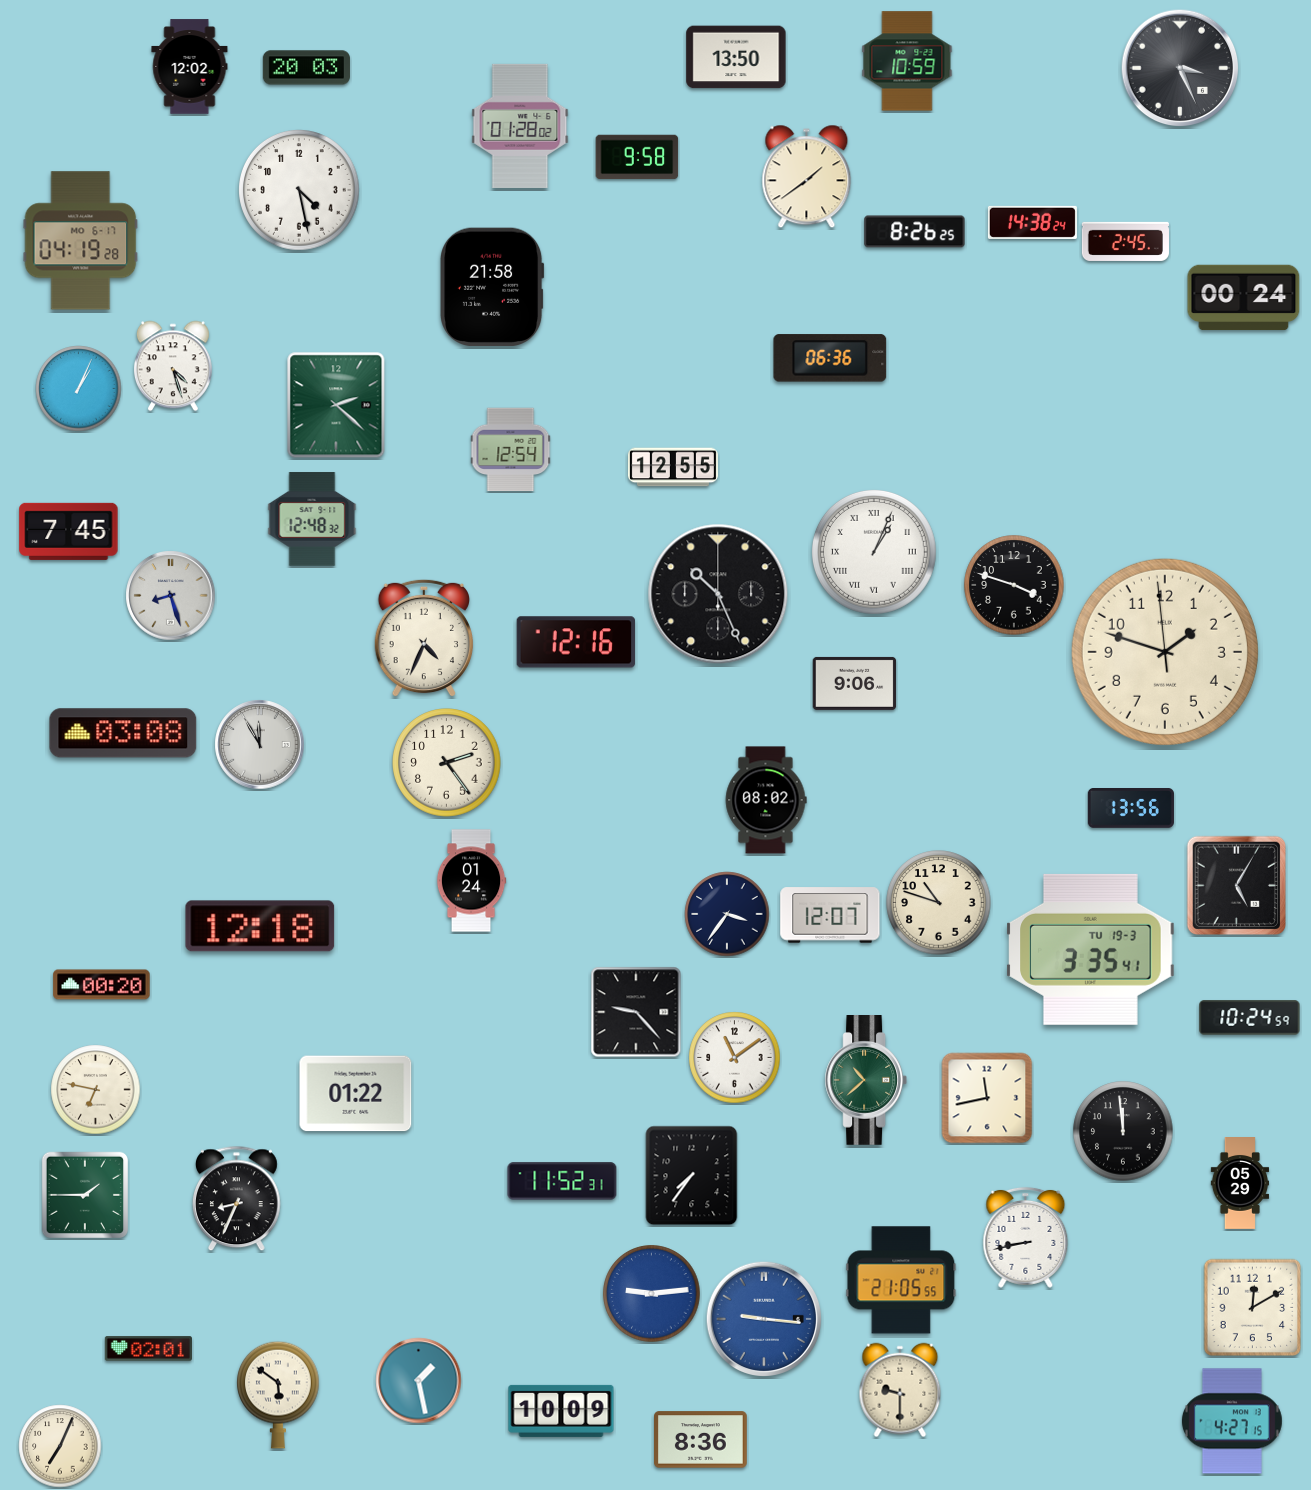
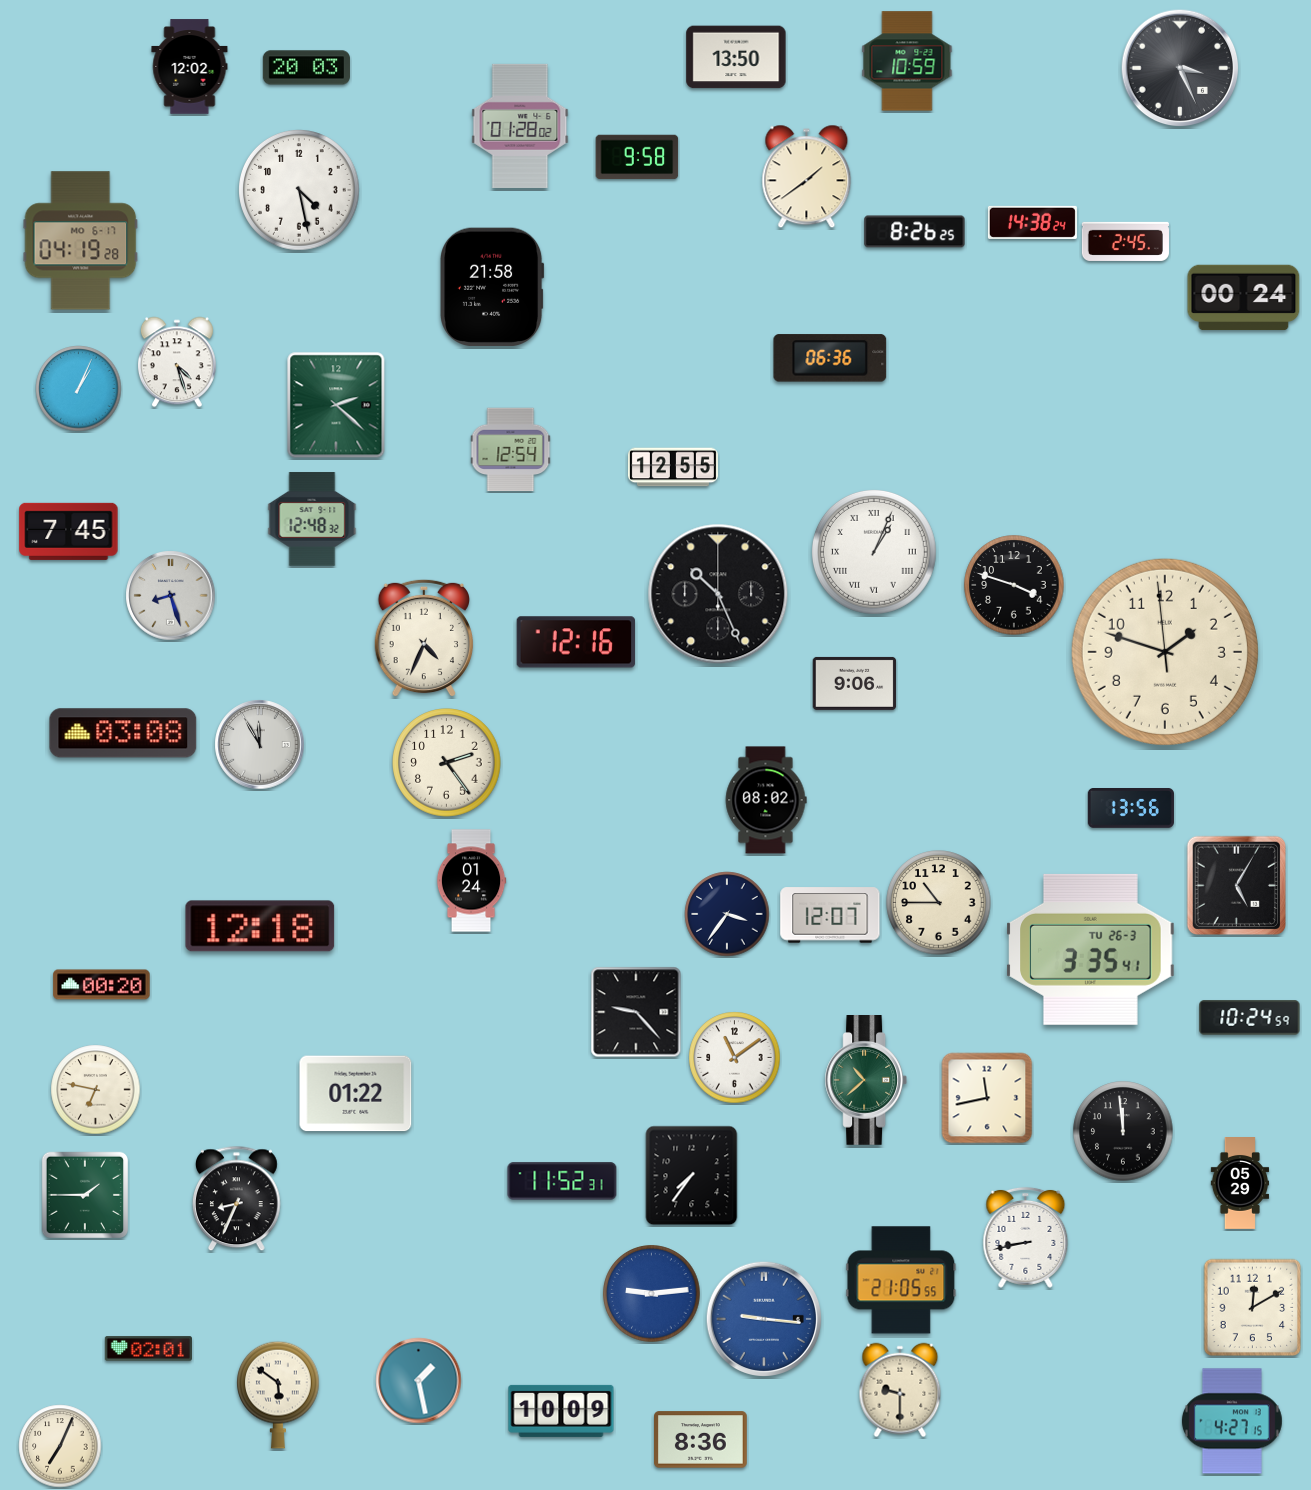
clock at (173, 366) position: (173, 366) -> (177, 362)
clock at (939, 903): 10:48 -> 10:45
clock at (1091, 949) date: TU 19-3 -> TU 26-3
